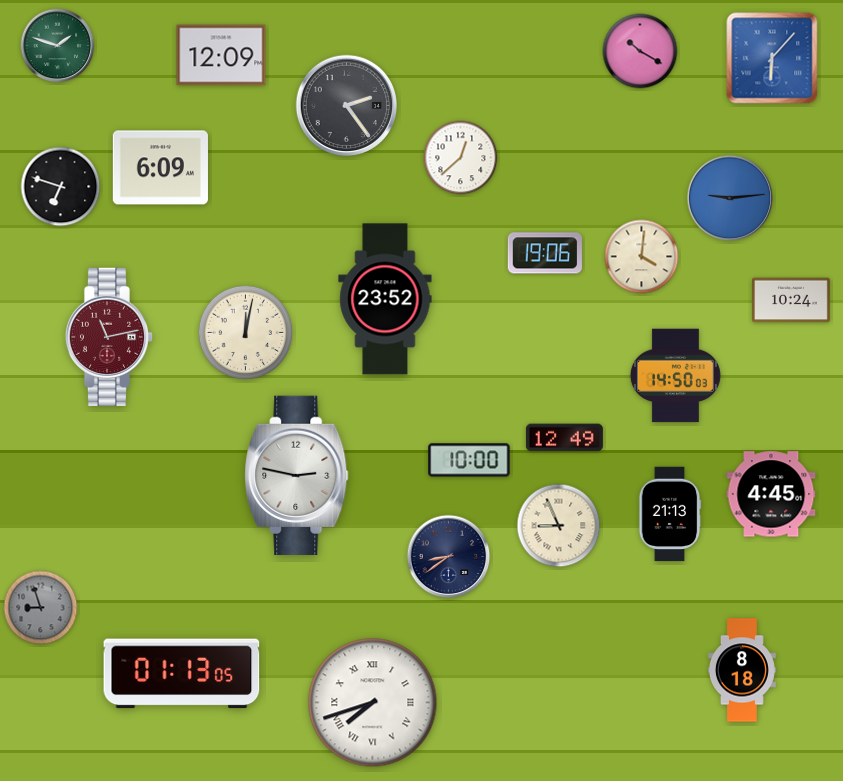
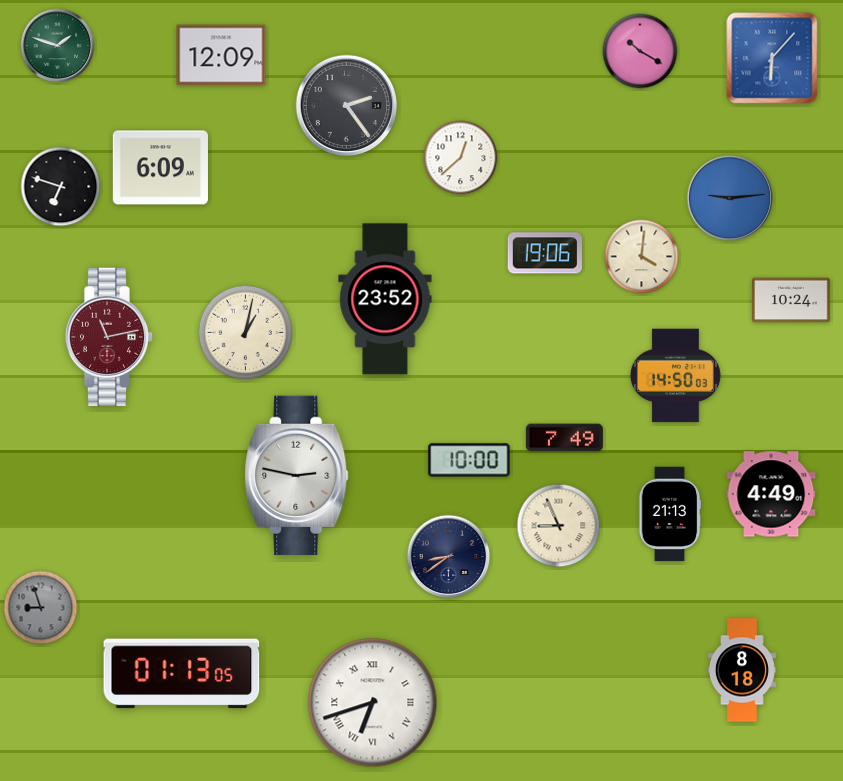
clock at (245, 332): 12:02 -> 1:02
clock at (564, 438): 12:49 -> 7:49
clock at (771, 494): 4:45 -> 4:49
clock at (373, 703): 7:42 -> 6:42
